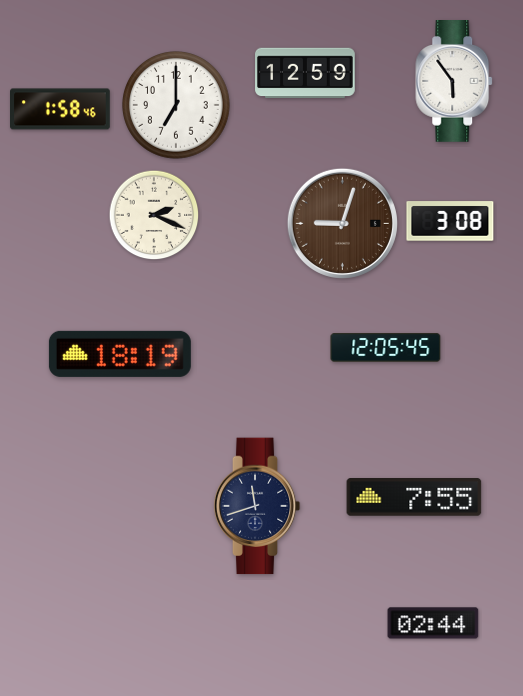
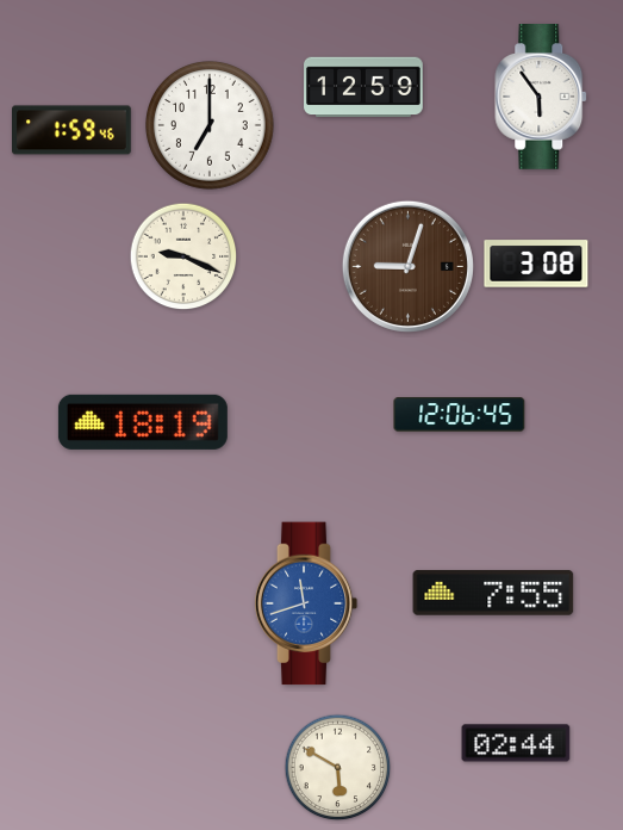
clock at (61, 109): 1:58 -> 1:59
clock at (154, 215): 2:19 -> 9:19
clock at (386, 348): 12:05 -> 12:06
clock at (257, 506) dial: navy -> blue
clock at (338, 768): none -> 5:50
